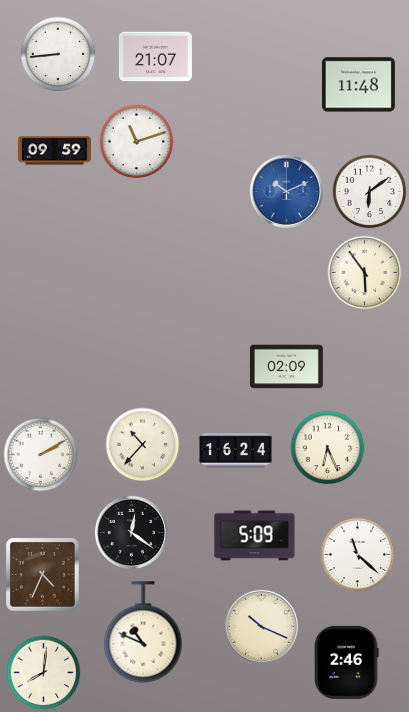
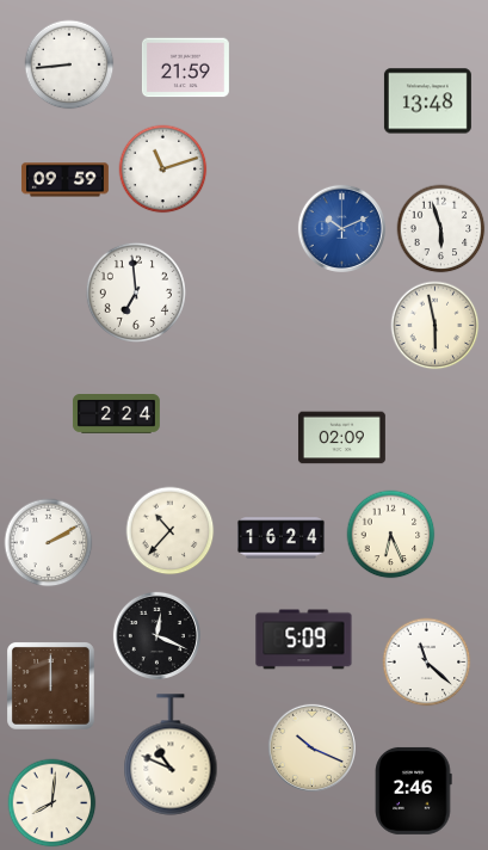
clock at (155, 57): 21:07 -> 21:59
clock at (358, 85): 11:48 -> 13:48
clock at (370, 192): 6:09 -> 5:57
clock at (136, 292): none -> 6:59
clock at (365, 273): 5:54 -> 5:58
clock at (116, 414): none -> 2:24
clock at (131, 532): 12:21 -> 12:19
clock at (43, 575): 4:34 -> 12:00
